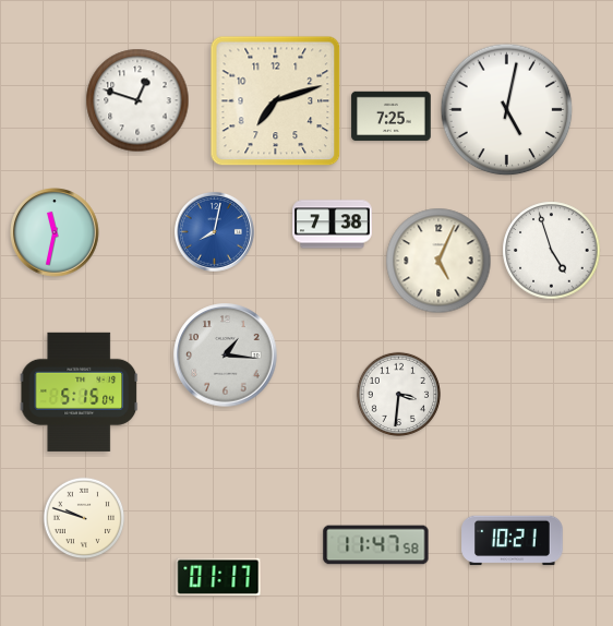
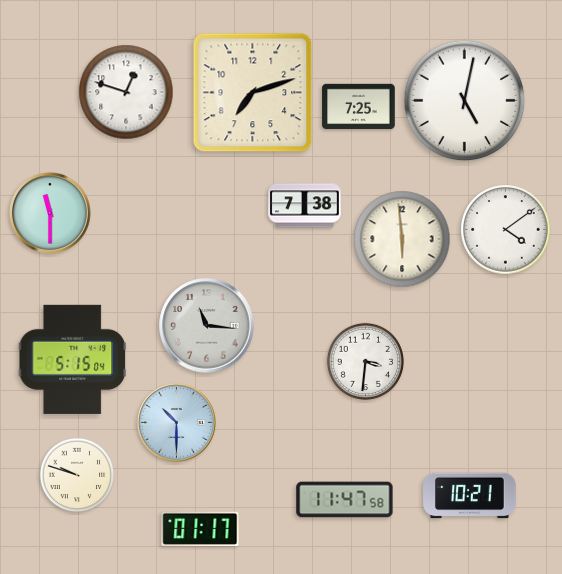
clock at (214, 231): 8:02 -> none
clock at (55, 232): 11:32 -> 11:30
clock at (552, 251): 4:57 -> 4:09
clock at (438, 261): 5:04 -> 5:59
clock at (226, 356): 1:16 -> 11:16
clock at (177, 423): none -> 10:30
